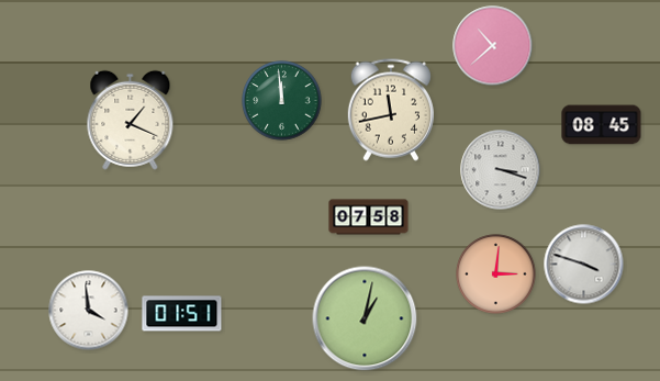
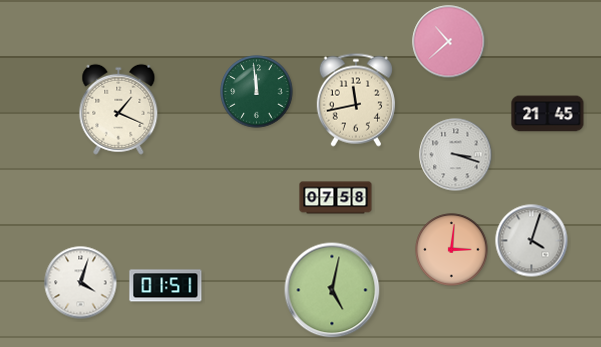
clock at (602, 125): 08:45 -> 21:45
clock at (584, 265): 3:48 -> 4:03
clock at (89, 311): 3:59 -> 4:03
clock at (365, 318): 1:02 -> 5:02
